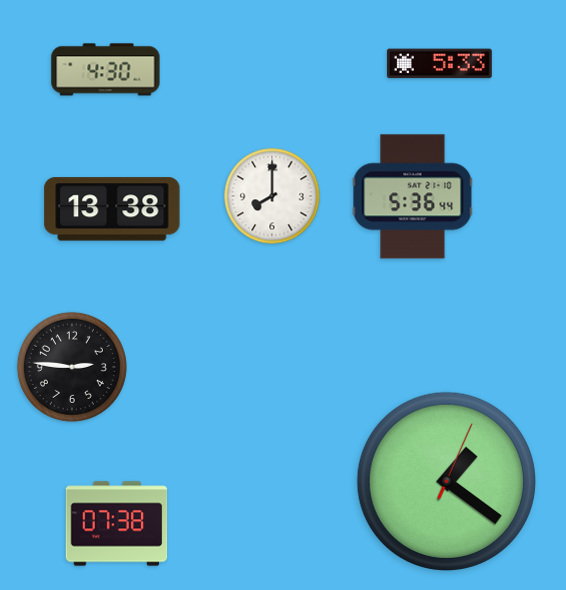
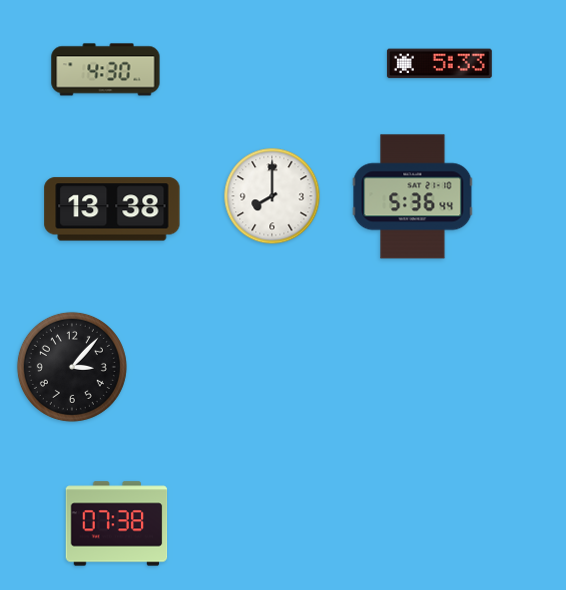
clock at (72, 367): 2:46 -> 3:07
clock at (446, 481): 1:21 -> none
